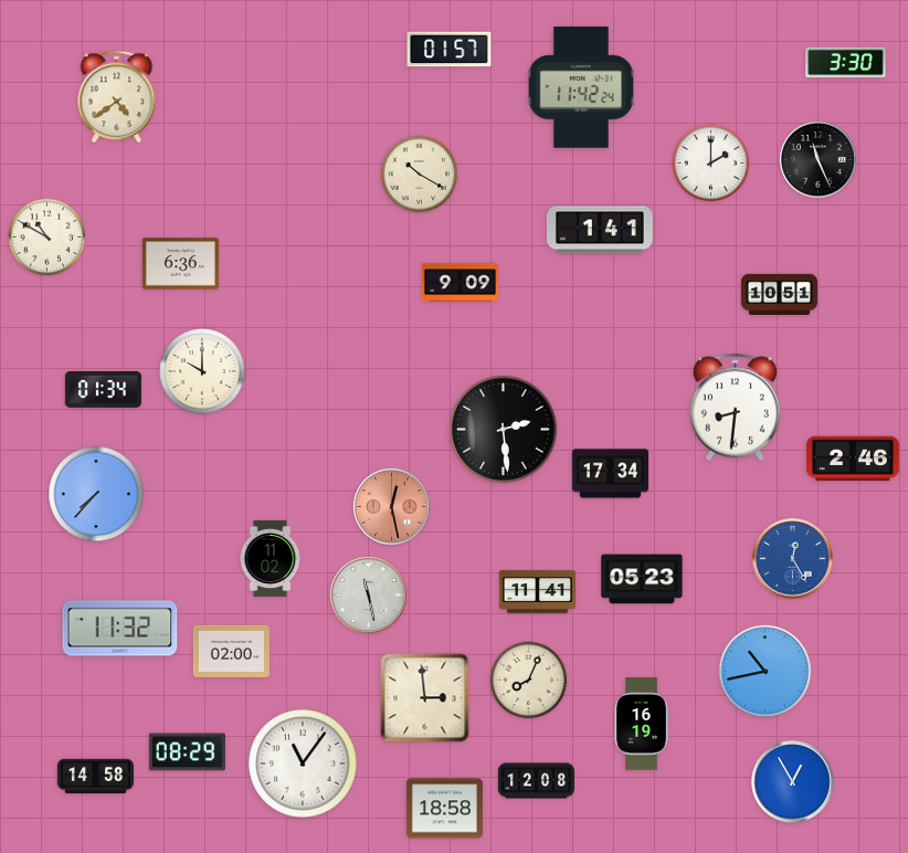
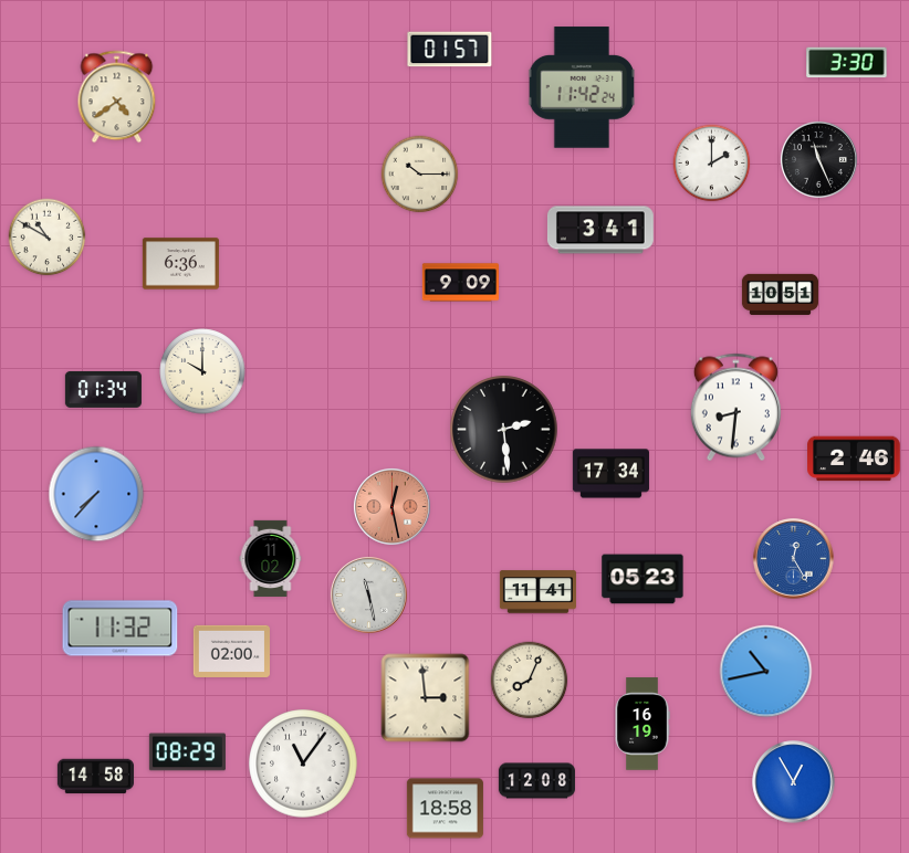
clock at (420, 175): 10:20 -> 10:15
clock at (600, 230): 1:41 -> 3:41
